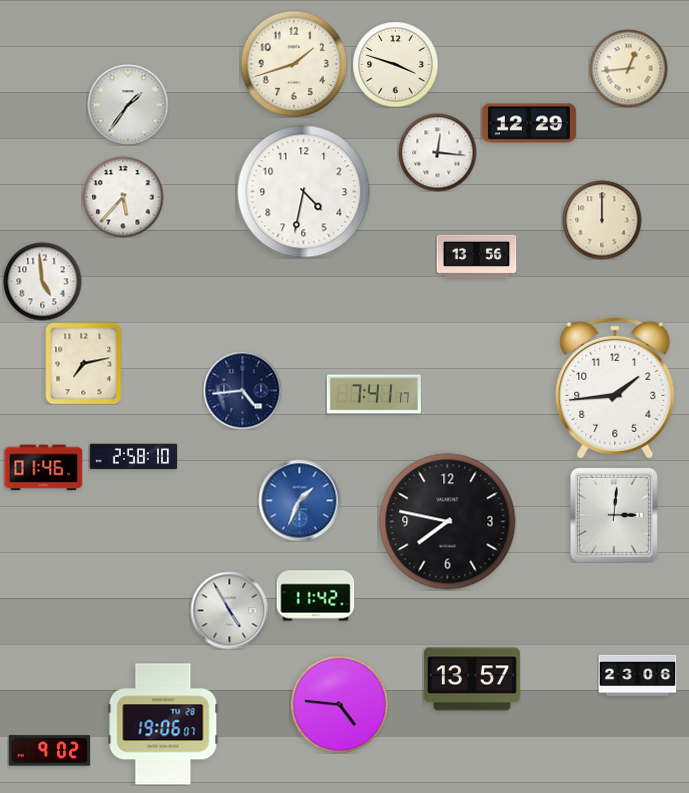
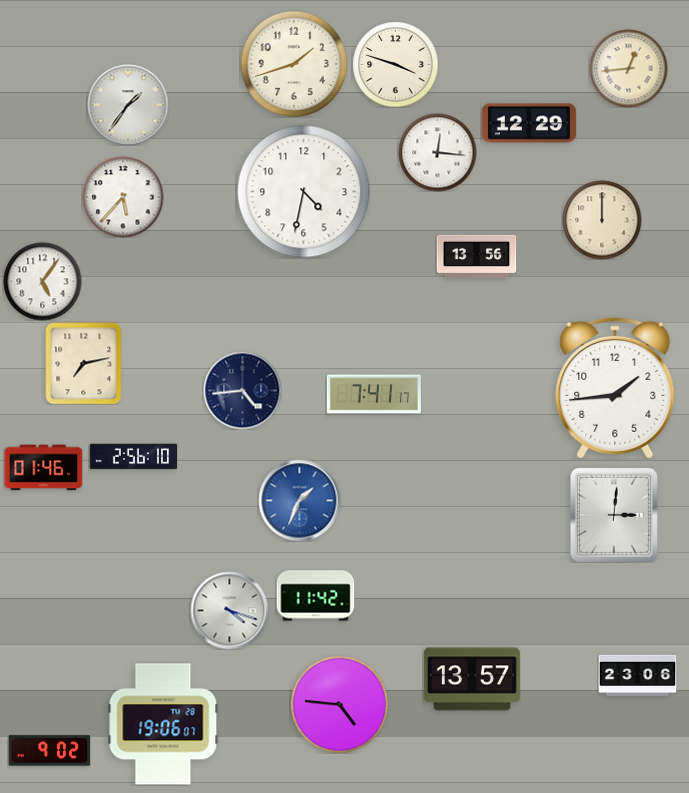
clock at (42, 281): 4:59 -> 5:06
clock at (133, 457): 2:58 -> 2:56
clock at (448, 522): 7:47 -> none
clock at (229, 610): 4:55 -> 4:18
